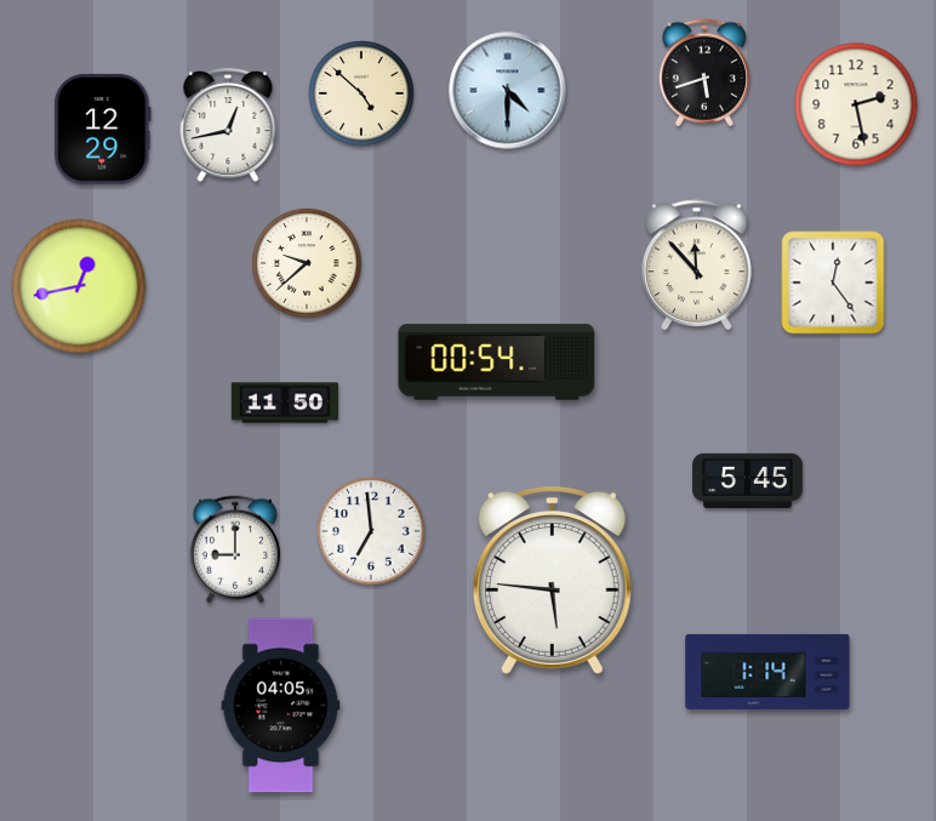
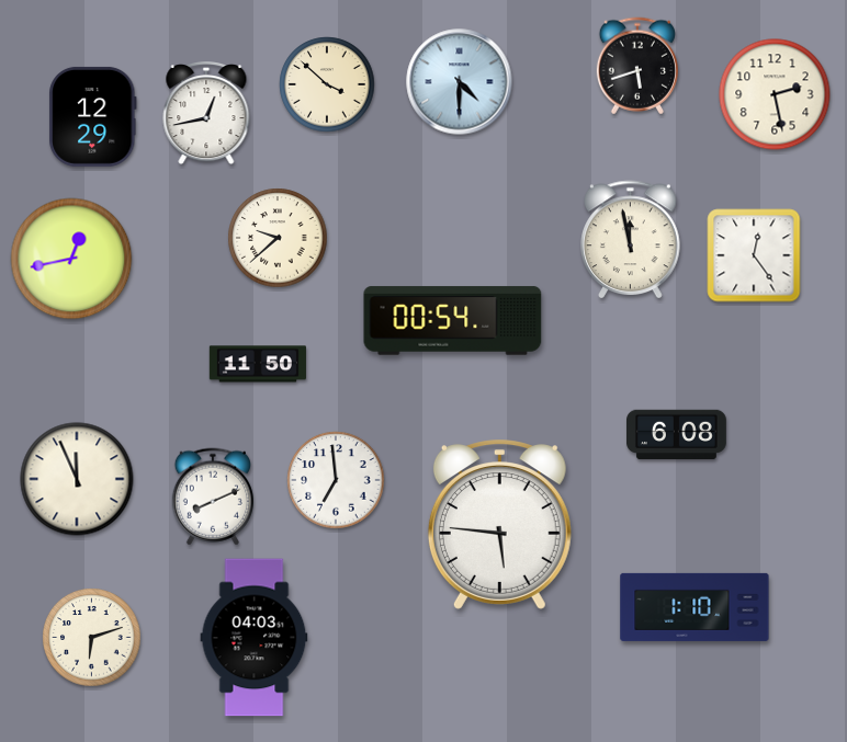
clock at (361, 93): 4:52 -> 3:52
clock at (697, 264): 11:53 -> 11:58
clock at (497, 363) position: (497, 363) -> (453, 321)
clock at (748, 481): 5:45 -> 6:08
clock at (77, 479): none -> 11:56
clock at (235, 549): 9:00 -> 8:11
clock at (767, 672): 1:14 -> 1:10
clock at (92, 638): none -> 6:12
clock at (281, 706): 04:05 -> 04:03
